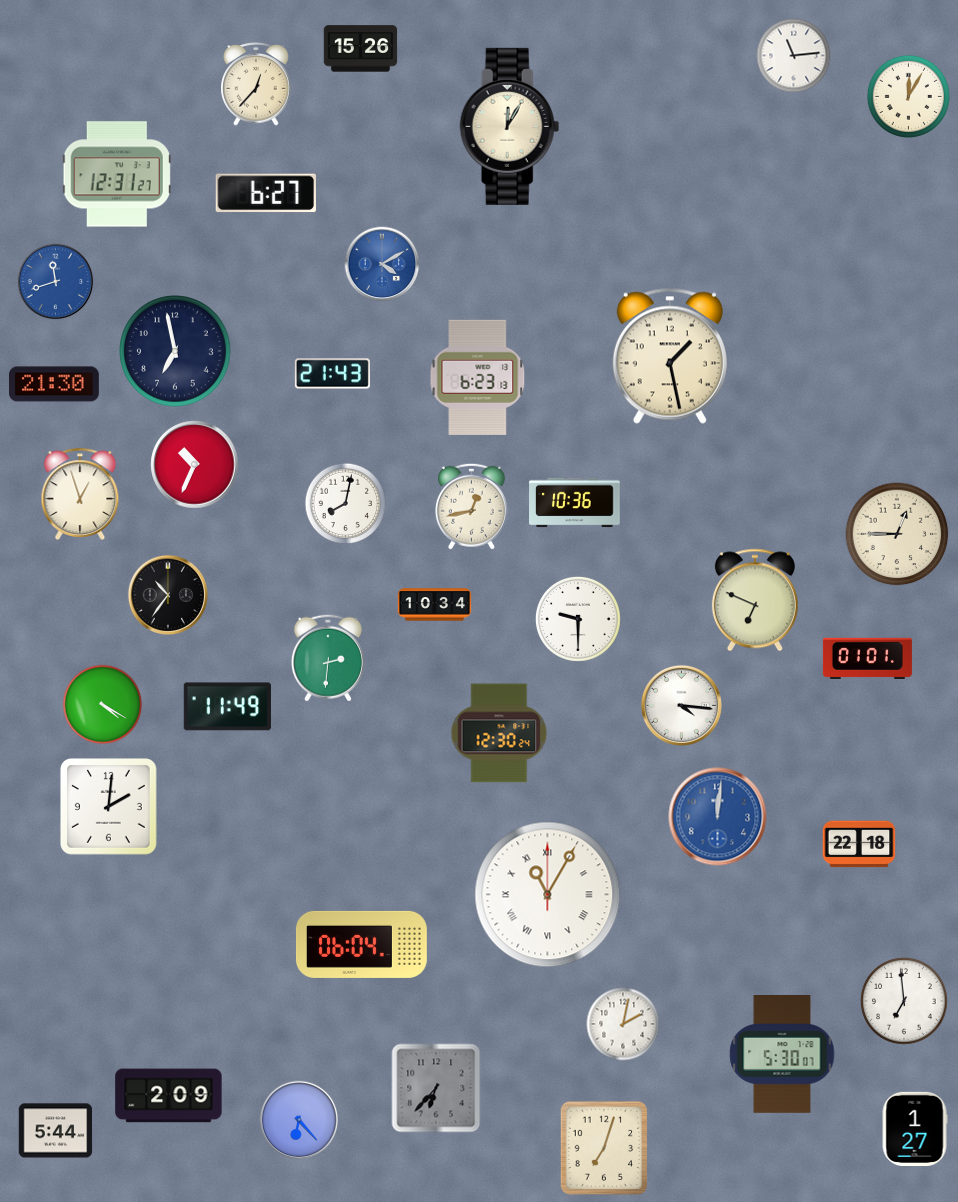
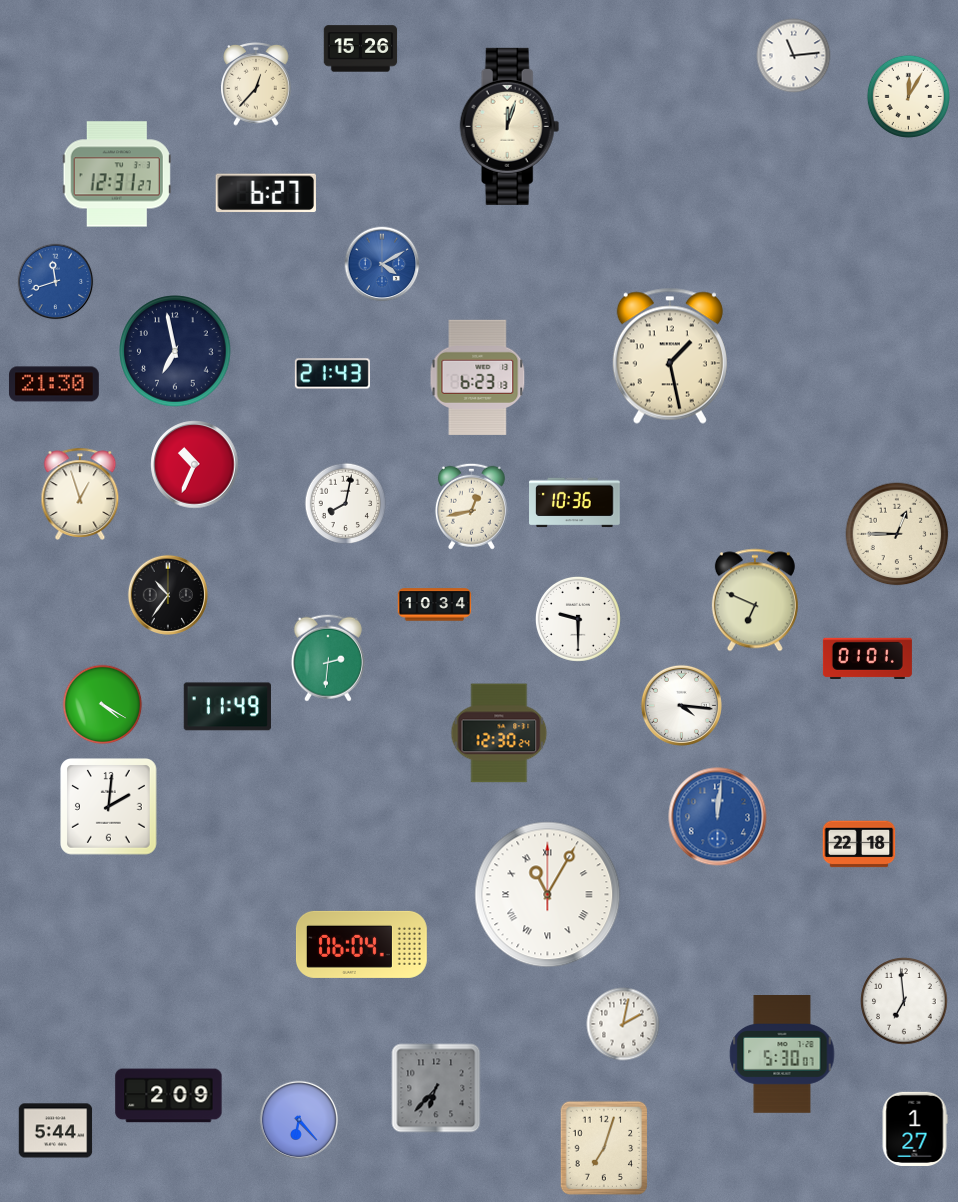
clock at (510, 126): 12:05 -> 12:03
